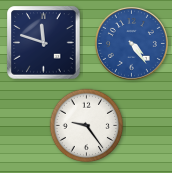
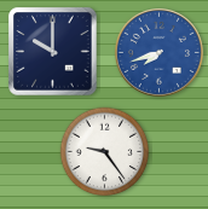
clock at (44, 43): 11:48 -> 10:00
clock at (131, 43): 4:24 -> 7:42
